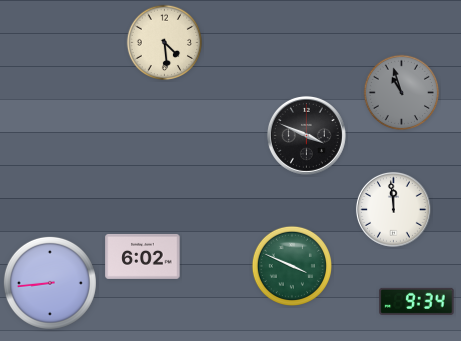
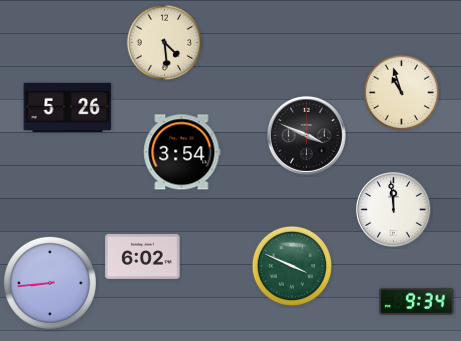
clock at (402, 93) dial: grey -> cream
clock at (68, 108): none -> 5:26
clock at (182, 152): none -> 3:54
